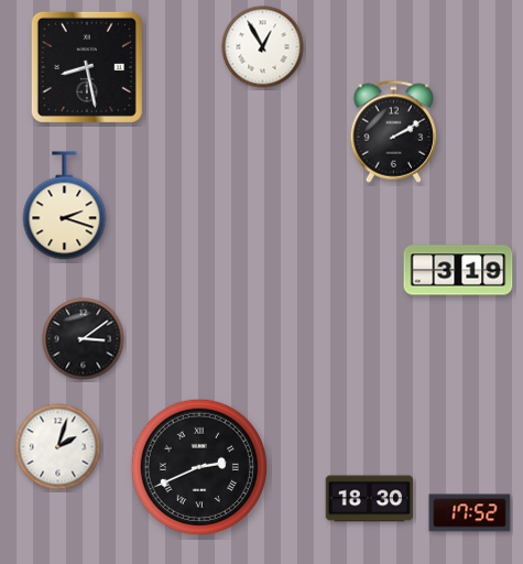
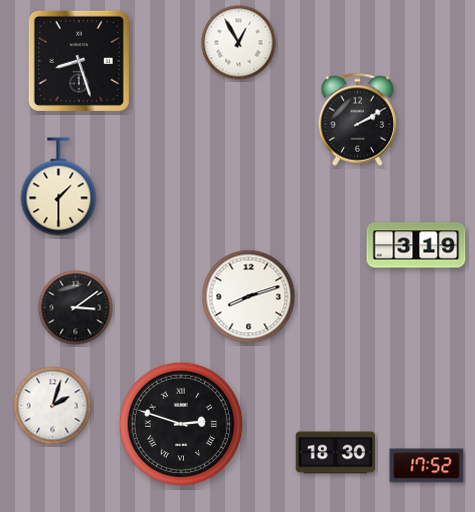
clock at (87, 67): 8:28 -> 8:27
clock at (65, 206): 2:18 -> 1:30
clock at (249, 297): none -> 8:12
clock at (198, 466): 2:41 -> 2:48
